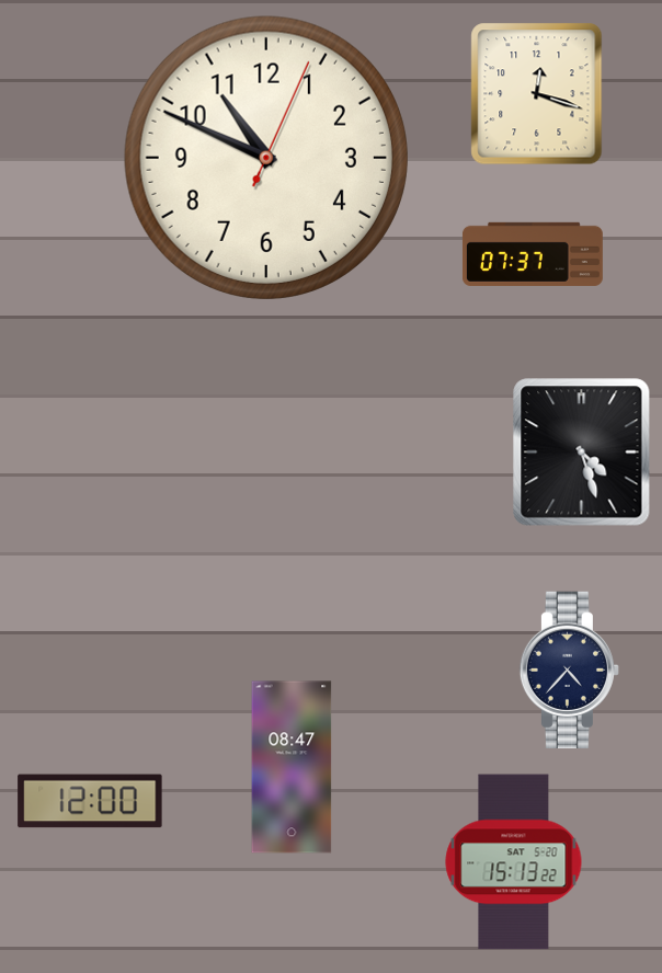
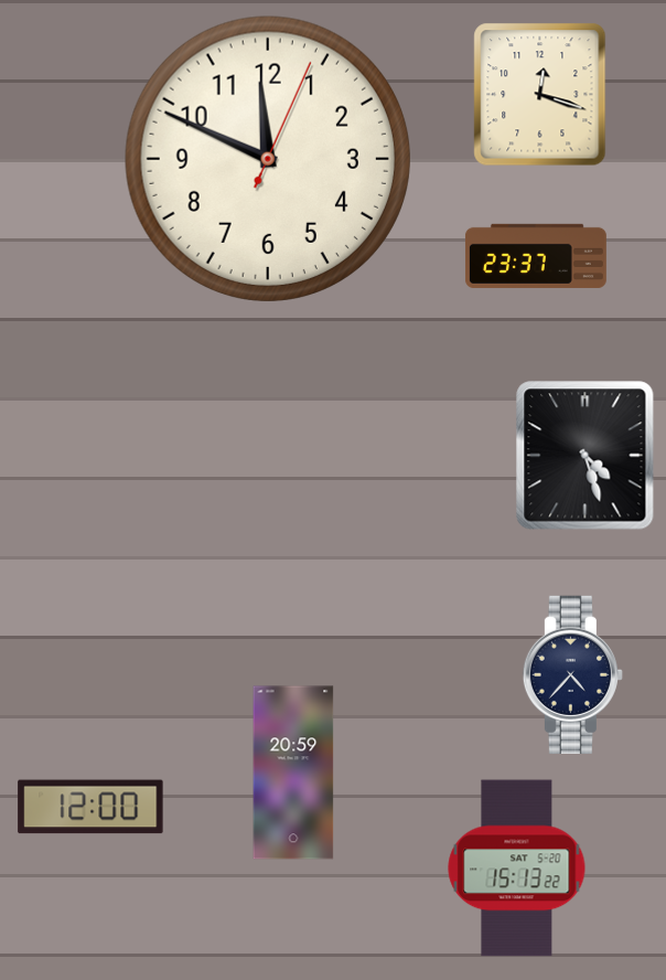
clock at (266, 158): 10:49 -> 11:49
clock at (533, 254): 07:37 -> 23:37
clock at (292, 767): 08:47 -> 20:59
